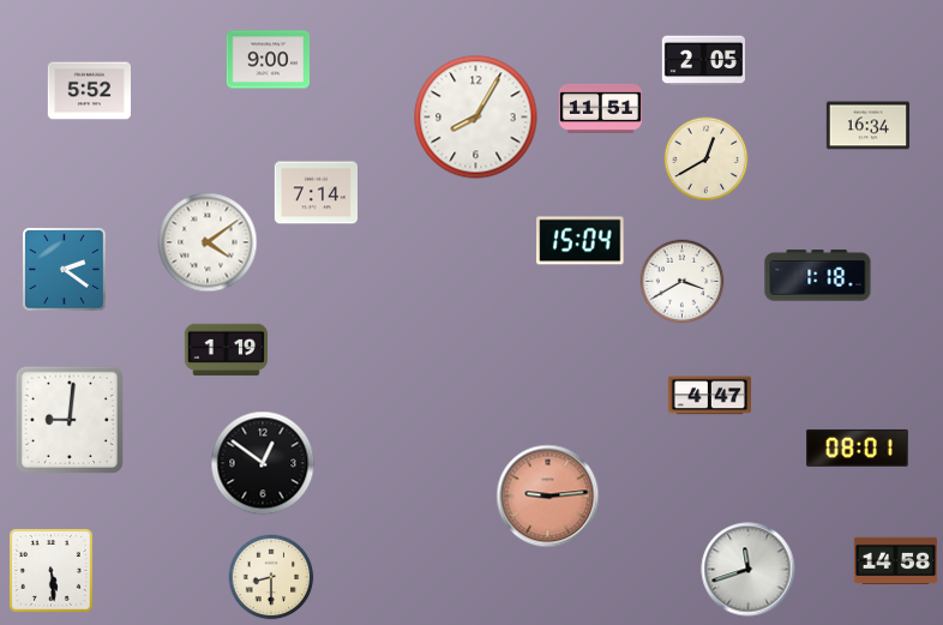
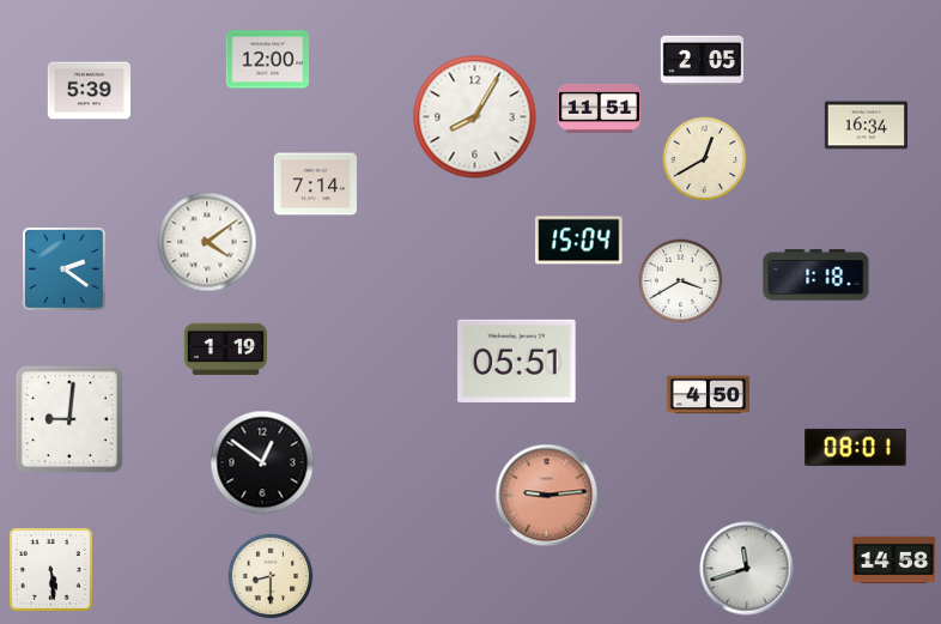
clock at (268, 60): 9:00 -> 12:00
clock at (89, 91): 5:52 -> 5:39
clock at (316, 193) position: (316, 193) -> (315, 184)
clock at (517, 361): none -> 05:51
clock at (709, 396): 4:47 -> 4:50
